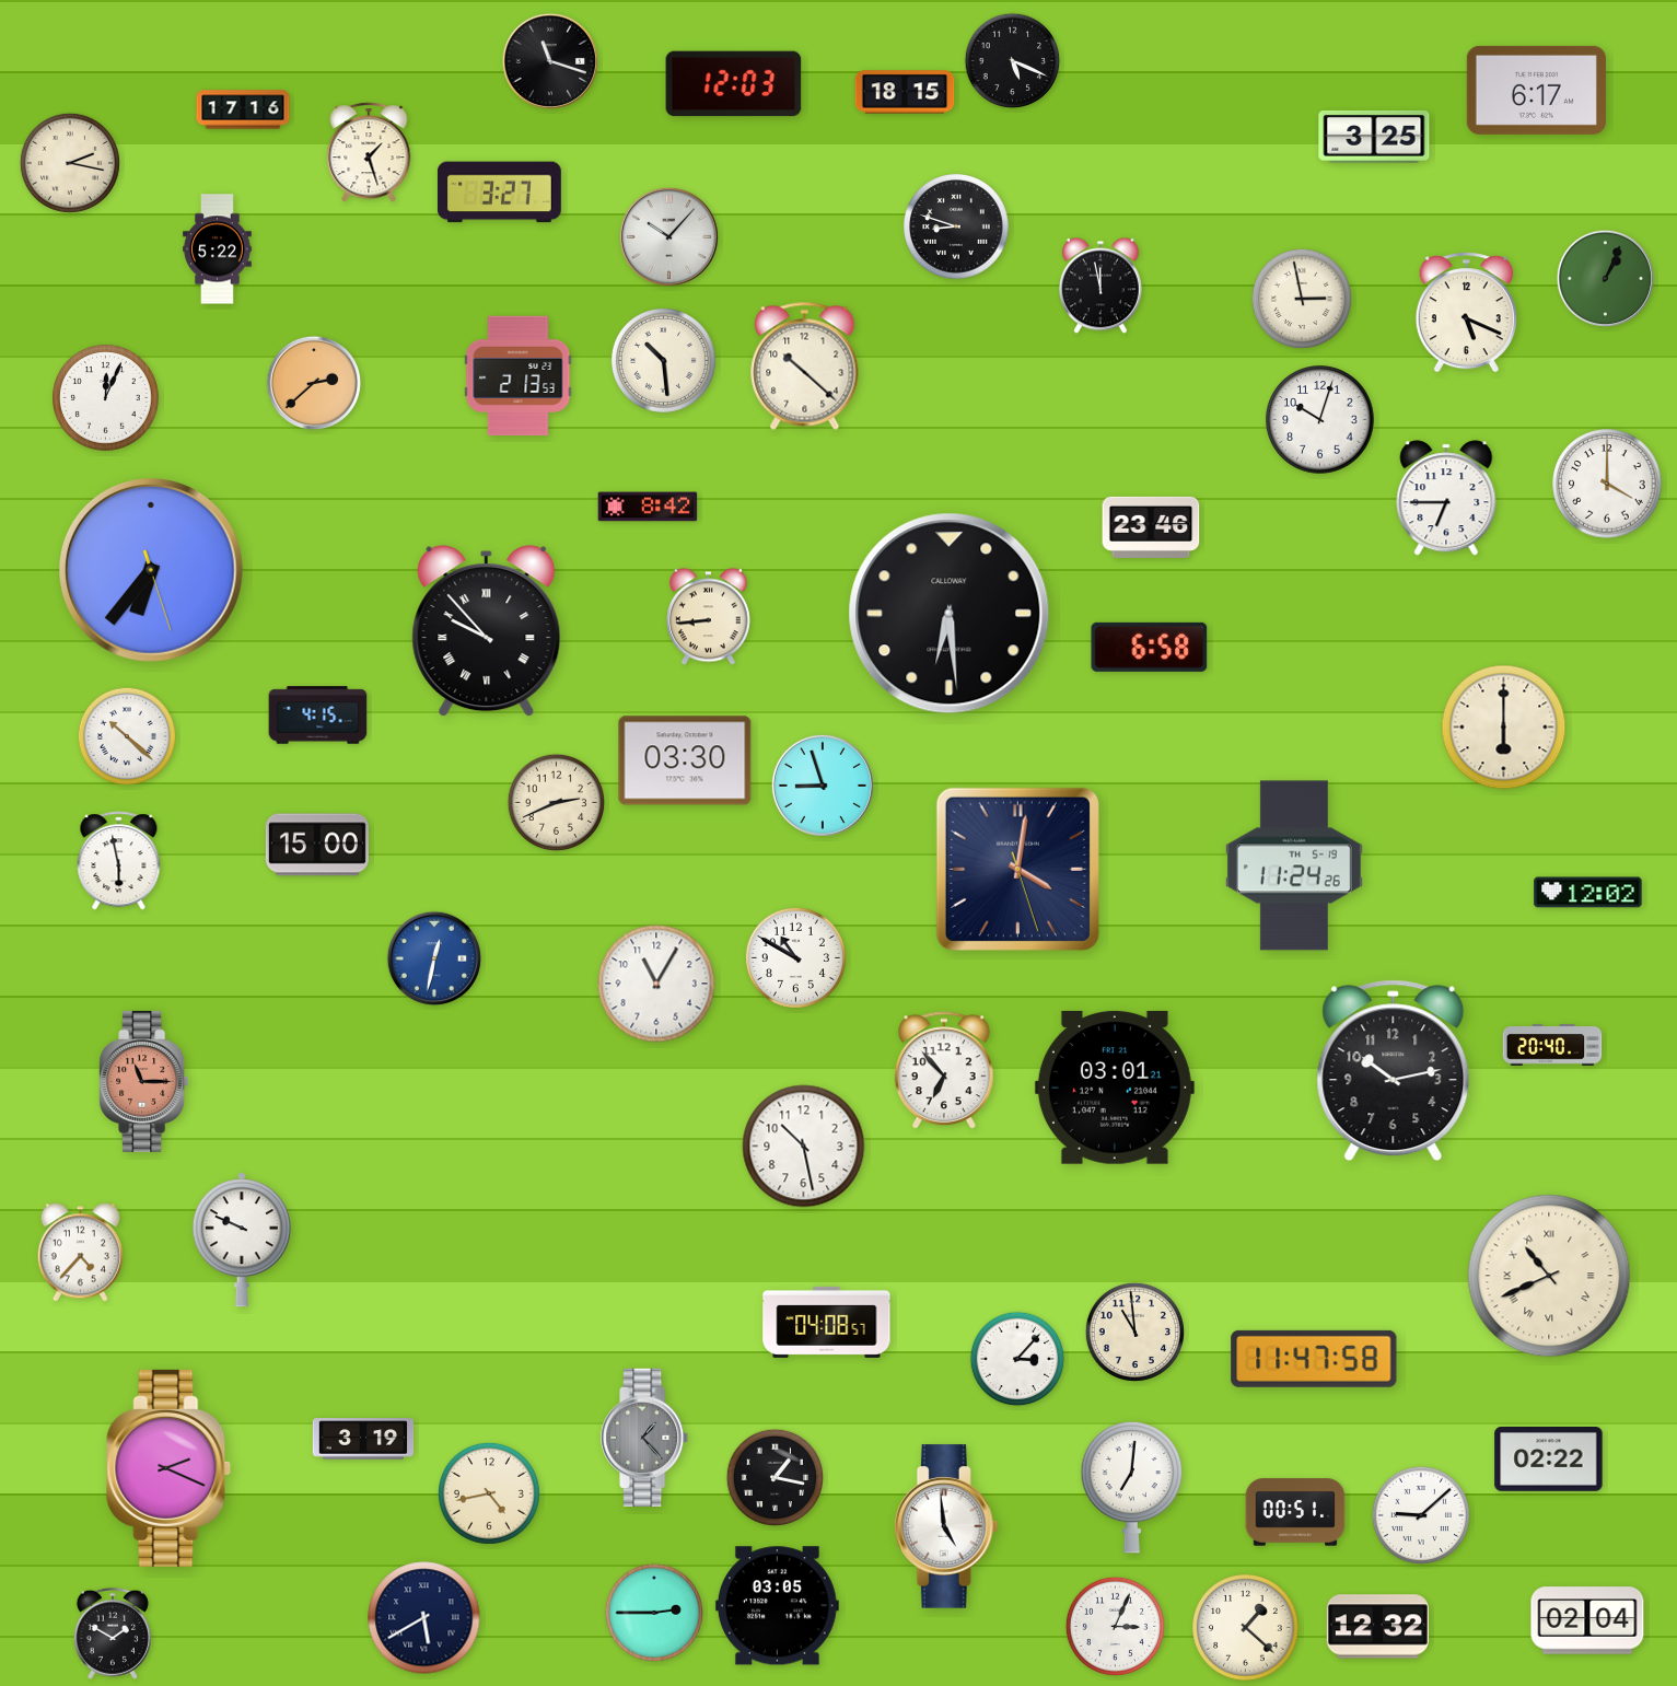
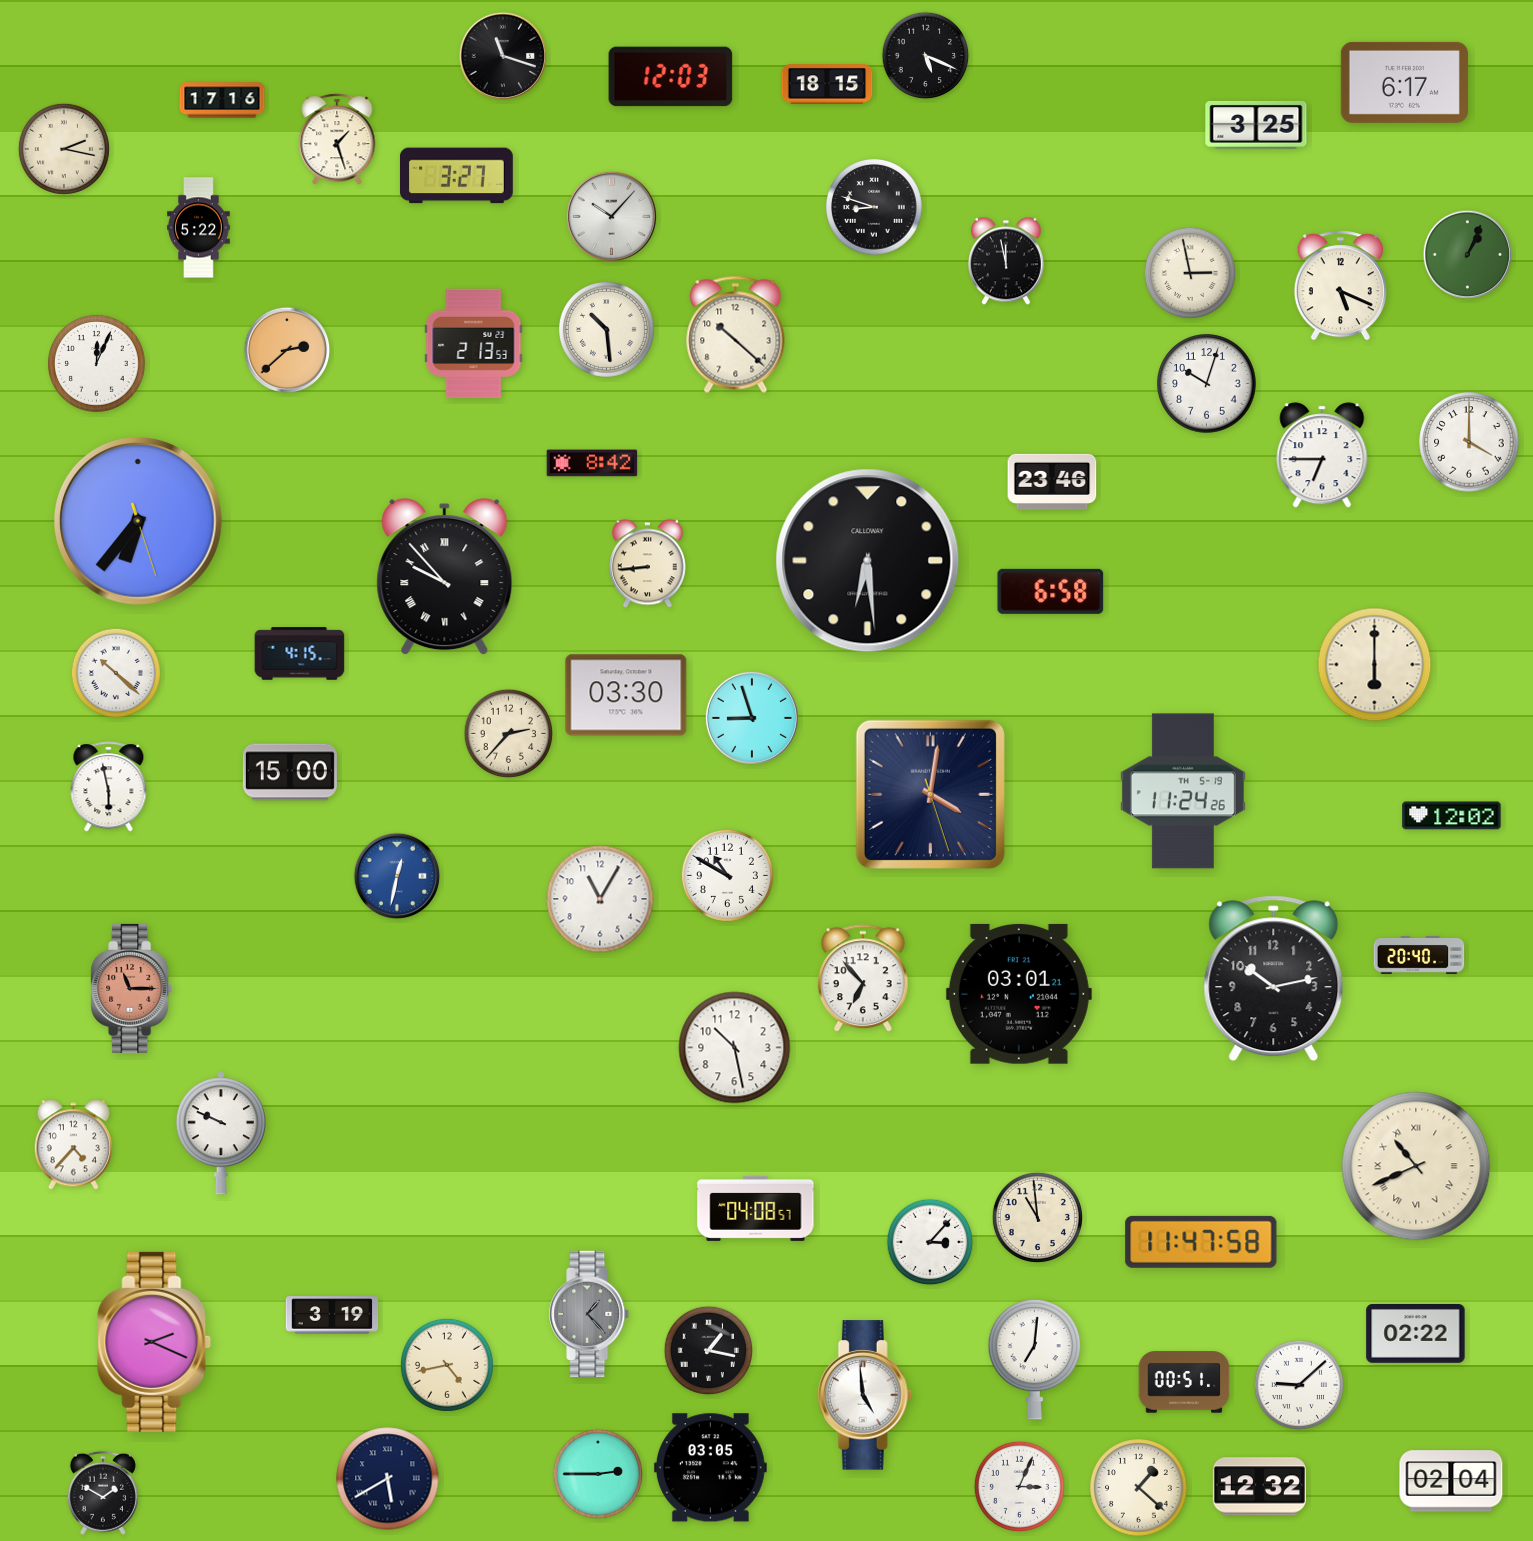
clock at (318, 716) position: (318, 716) -> (300, 654)
clock at (556, 802): 2:41 -> 2:37
